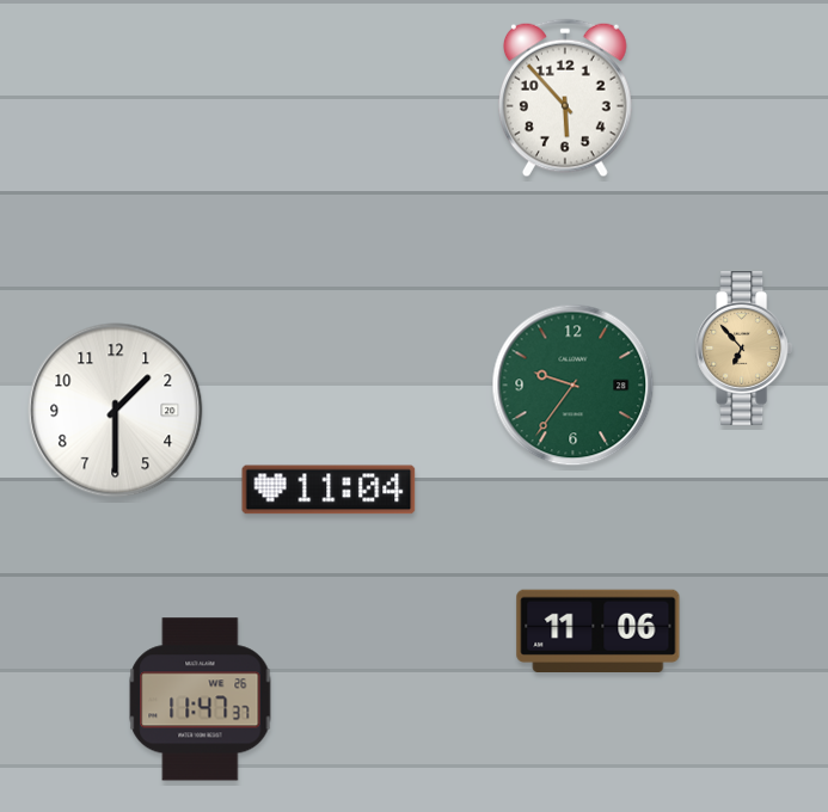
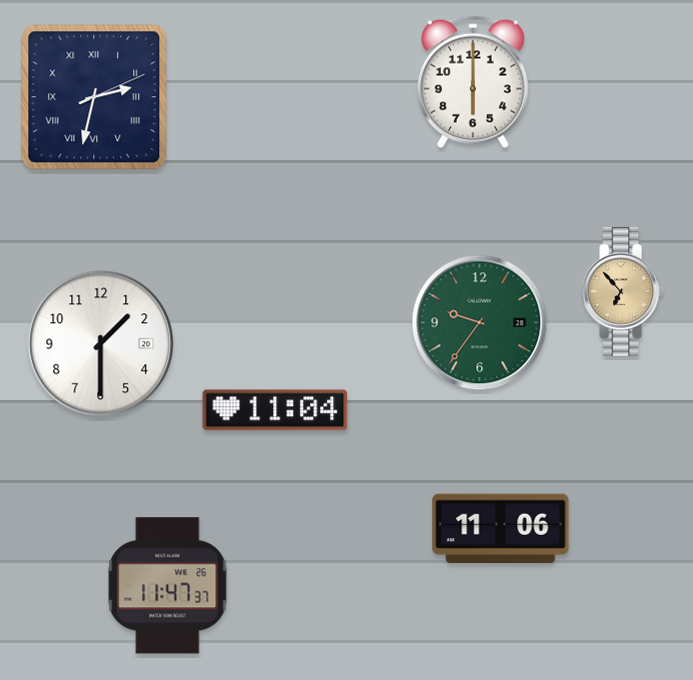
clock at (566, 98): 5:53 -> 6:00
clock at (94, 97): none -> 2:32
clock at (116, 411) position: (116, 411) -> (101, 344)
